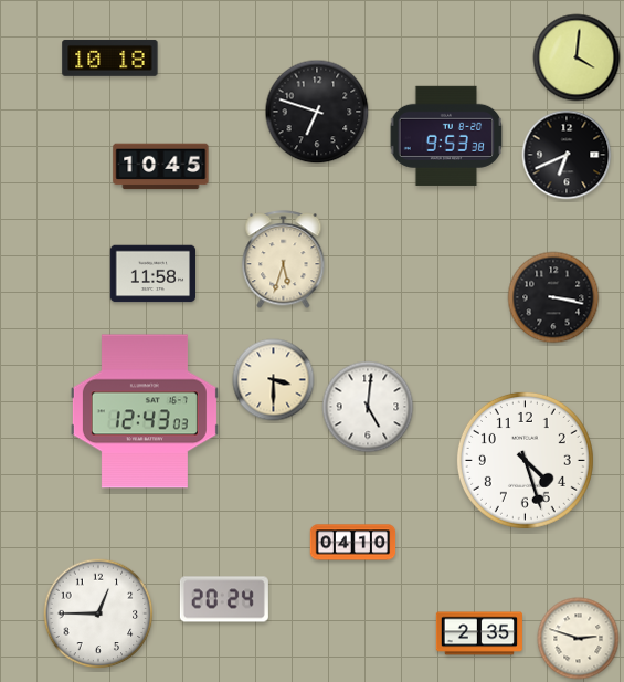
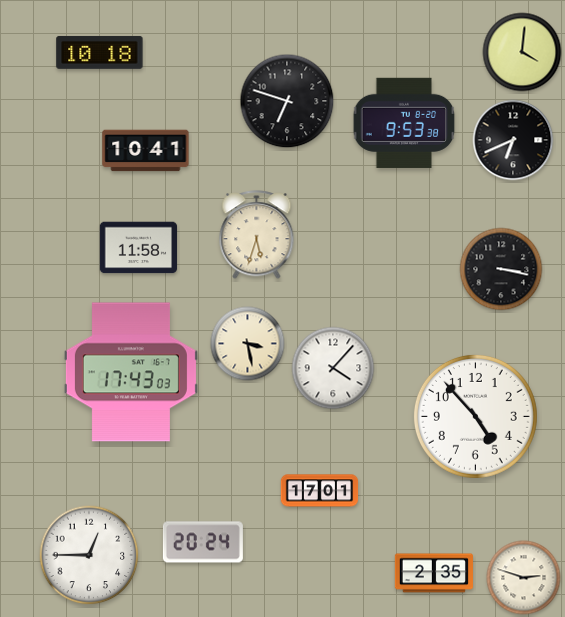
clock at (161, 167): 10:45 -> 10:41
clock at (274, 380): 3:30 -> 3:28
clock at (368, 407): 5:01 -> 4:07
clock at (145, 411): 12:43 -> 17:43
clock at (525, 460): 4:27 -> 4:53
clock at (353, 543): 04:10 -> 17:01
